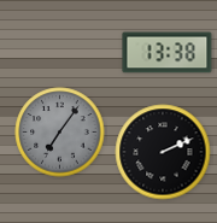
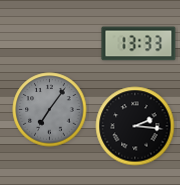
clock at (168, 53): 13:38 -> 13:33
clock at (163, 152): 2:11 -> 2:16
